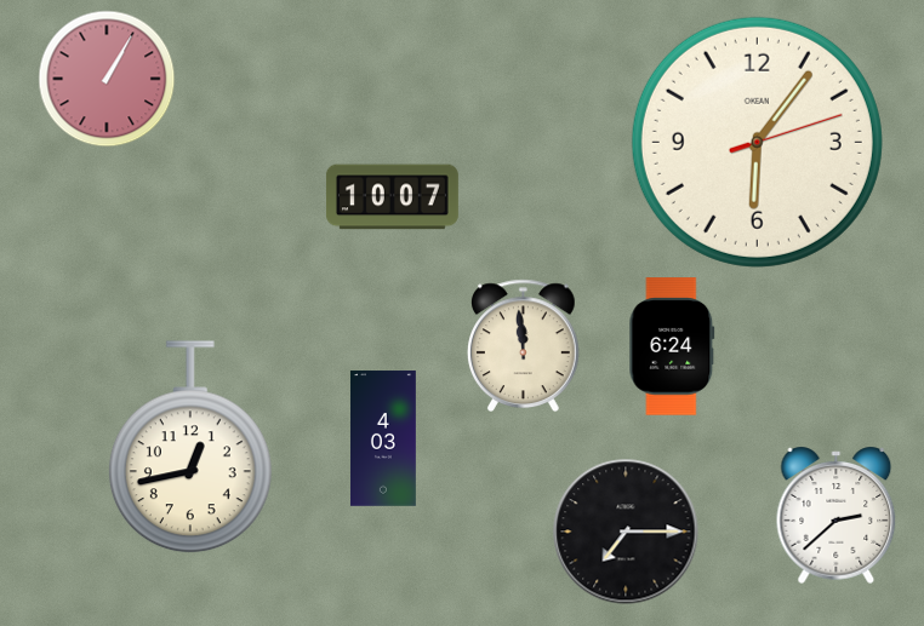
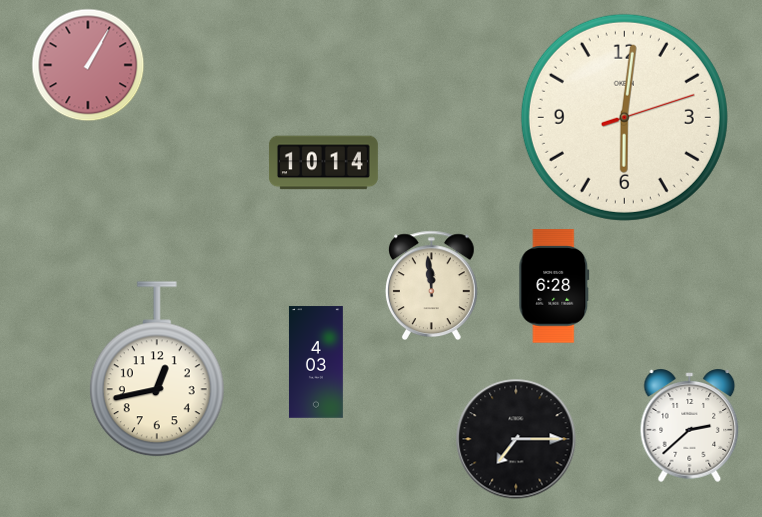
clock at (757, 142): 6:06 -> 6:01
clock at (392, 197): 10:07 -> 10:14
clock at (672, 346): 6:24 -> 6:28
